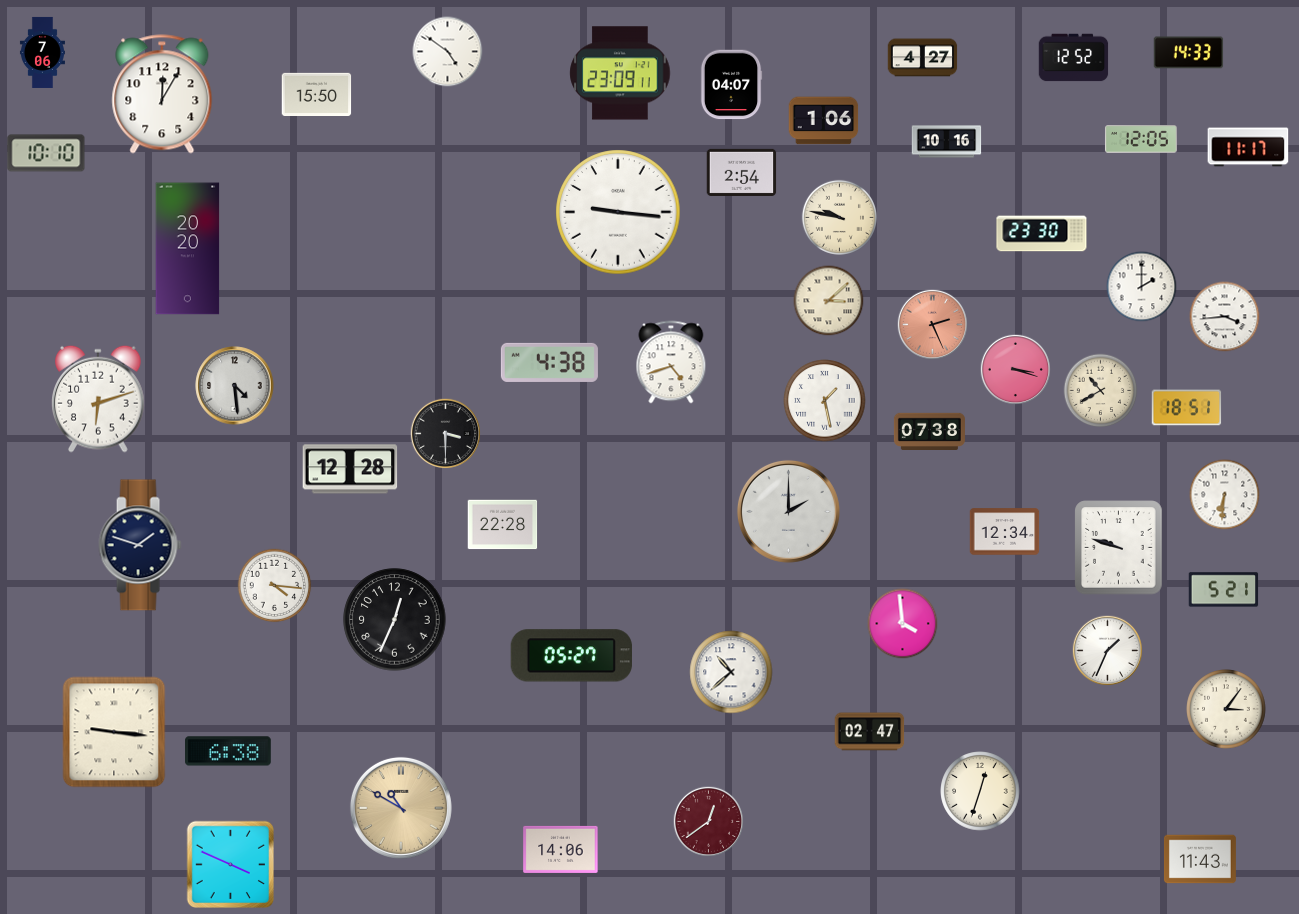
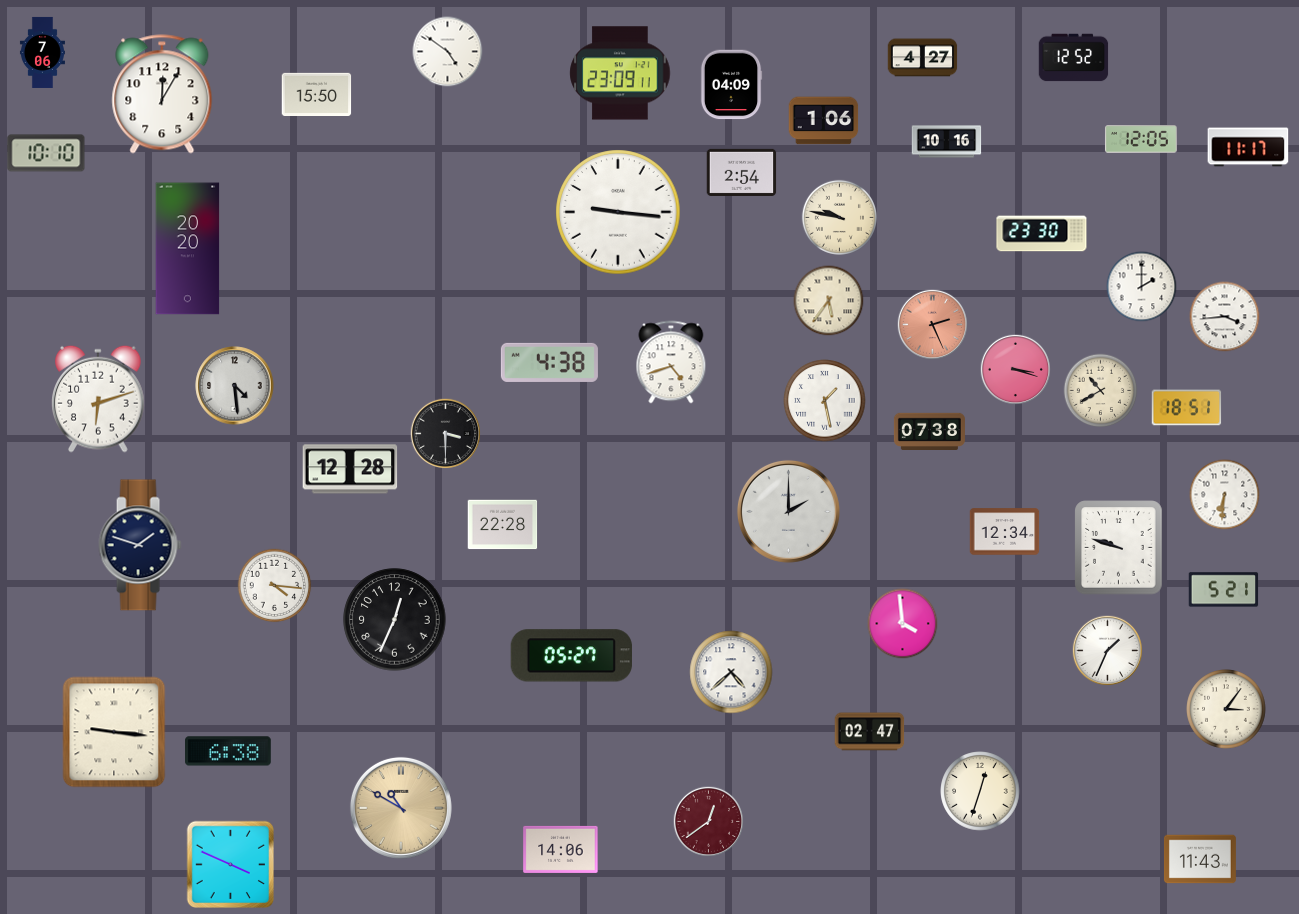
clock at (1189, 53): 14:33 -> none
clock at (731, 85): 04:07 -> 04:09
clock at (829, 301): 3:08 -> 5:36
clock at (731, 672): 10:38 -> 4:38
